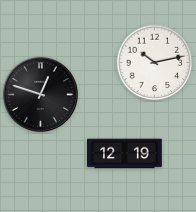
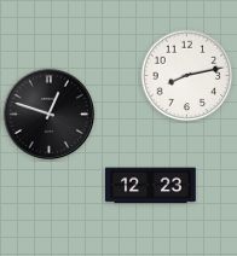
clock at (155, 63): 10:13 -> 8:13
clock at (125, 154): 12:19 -> 12:23
